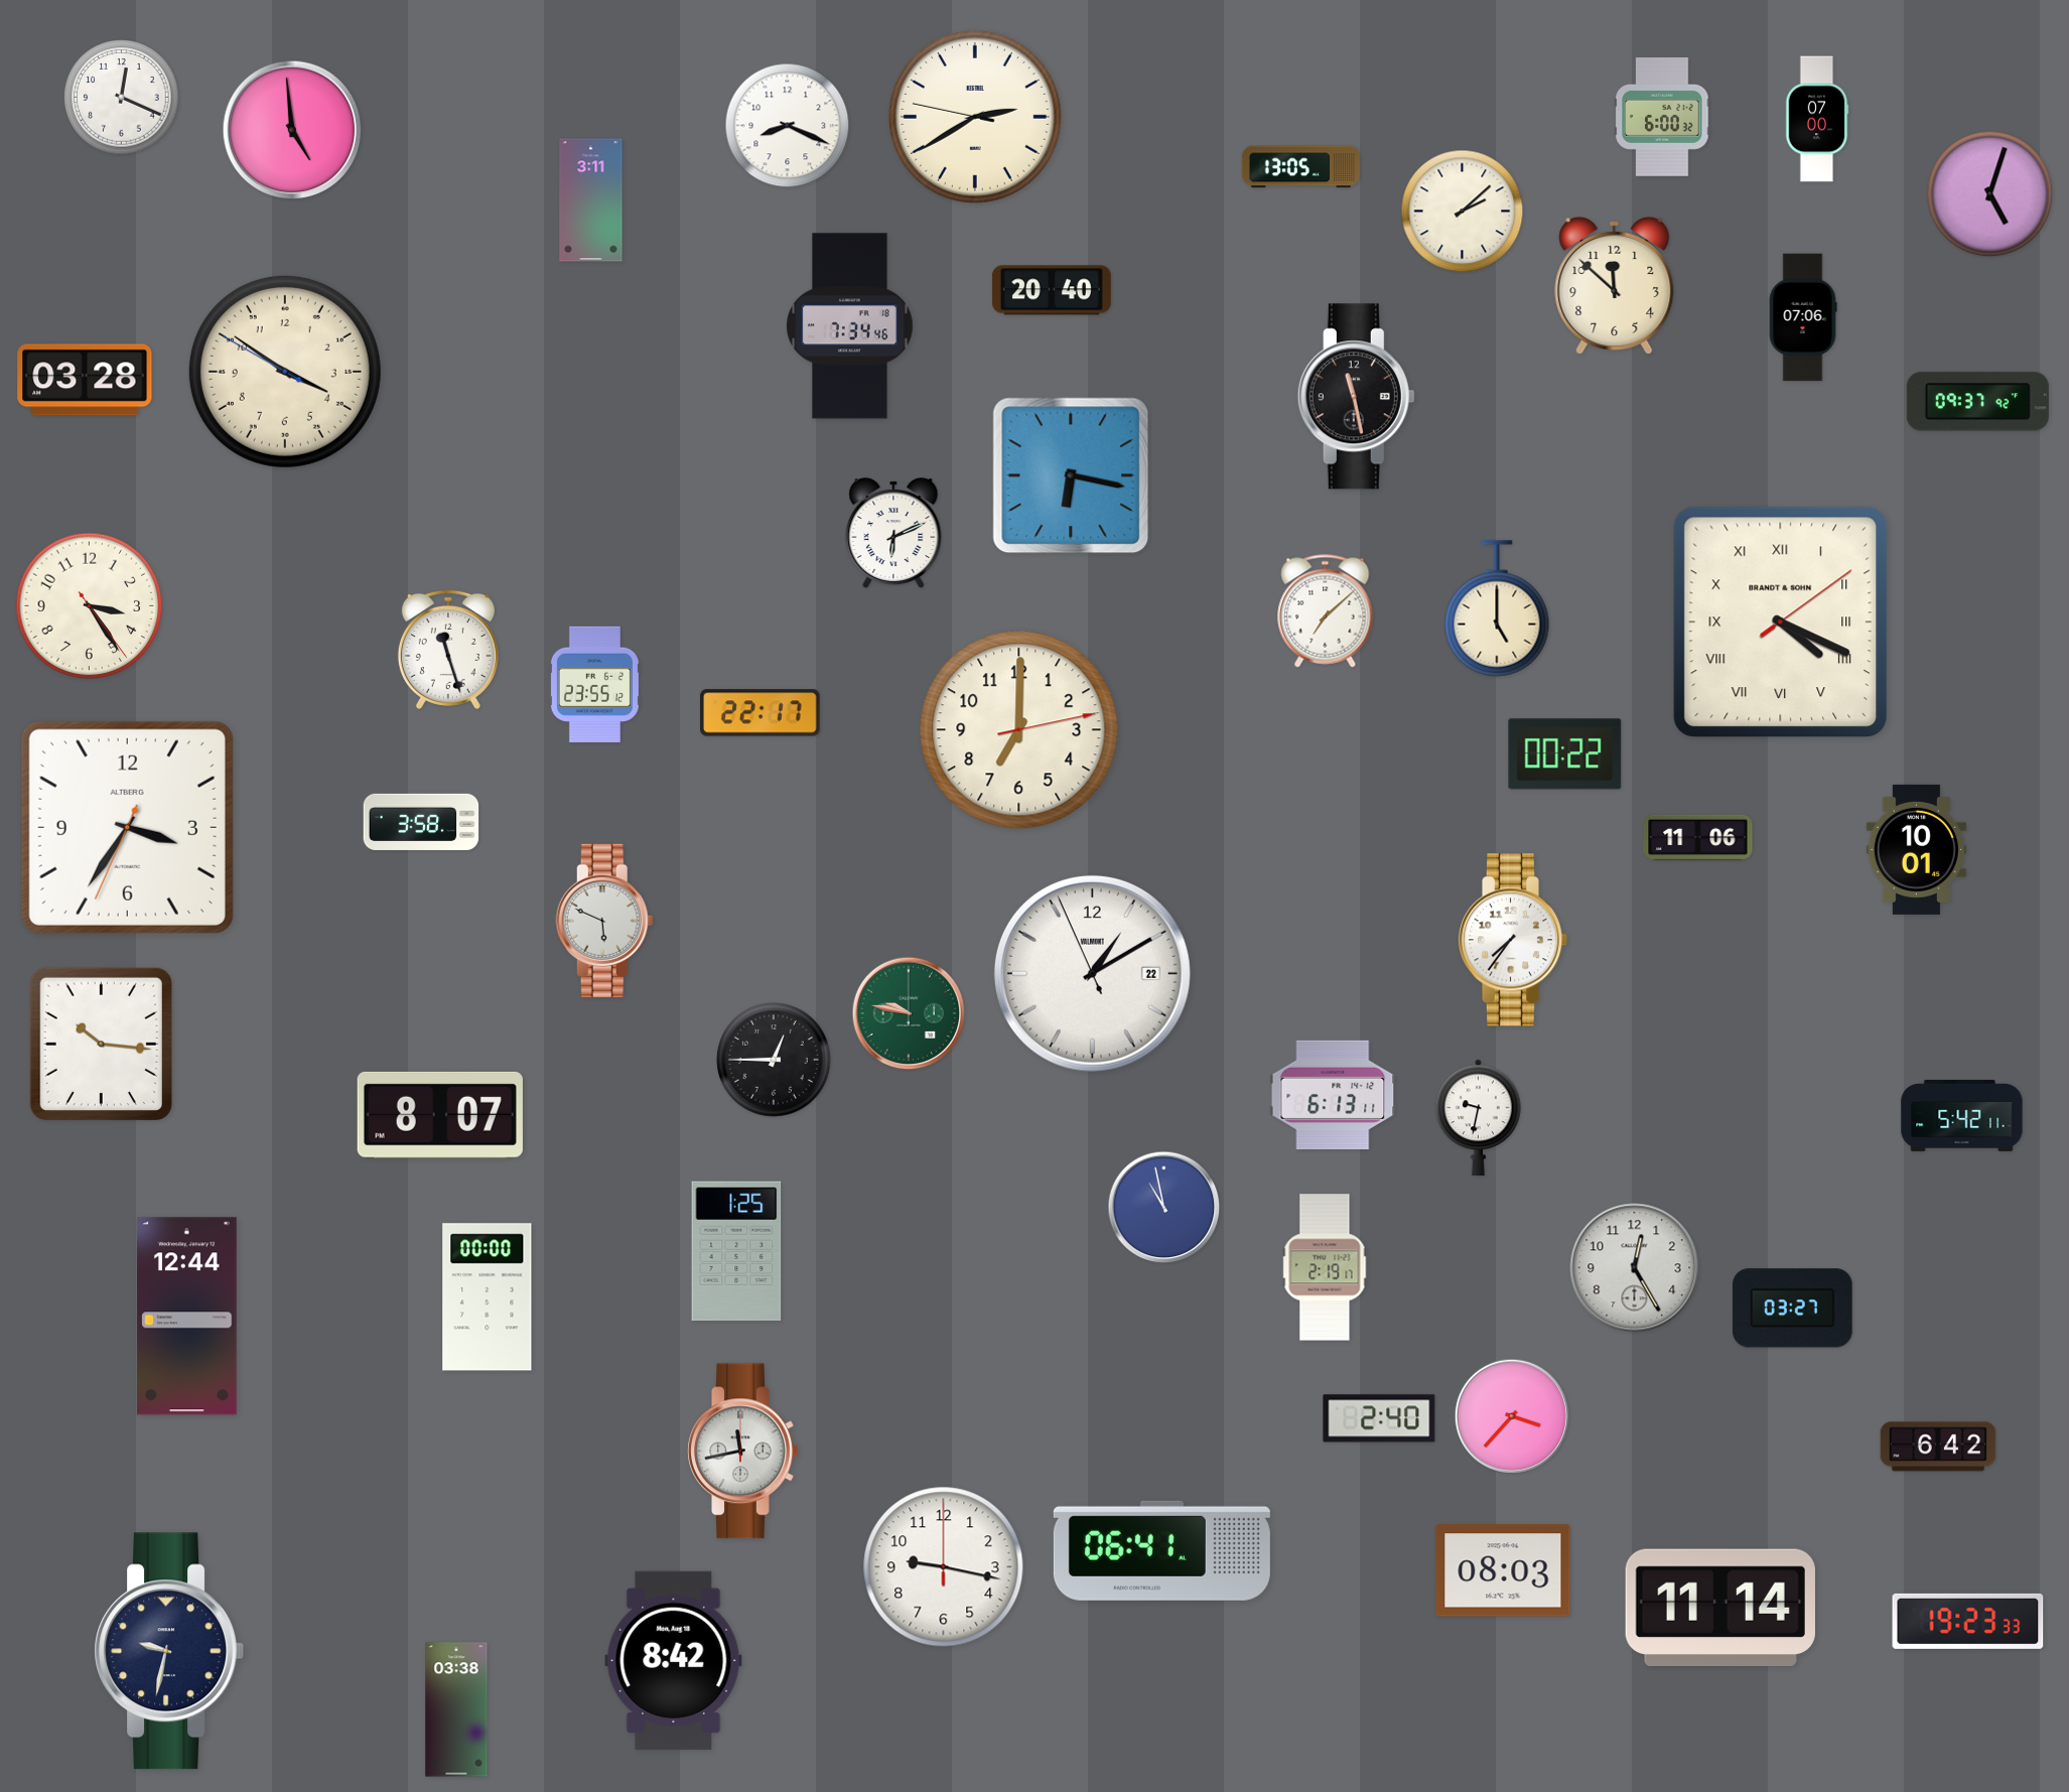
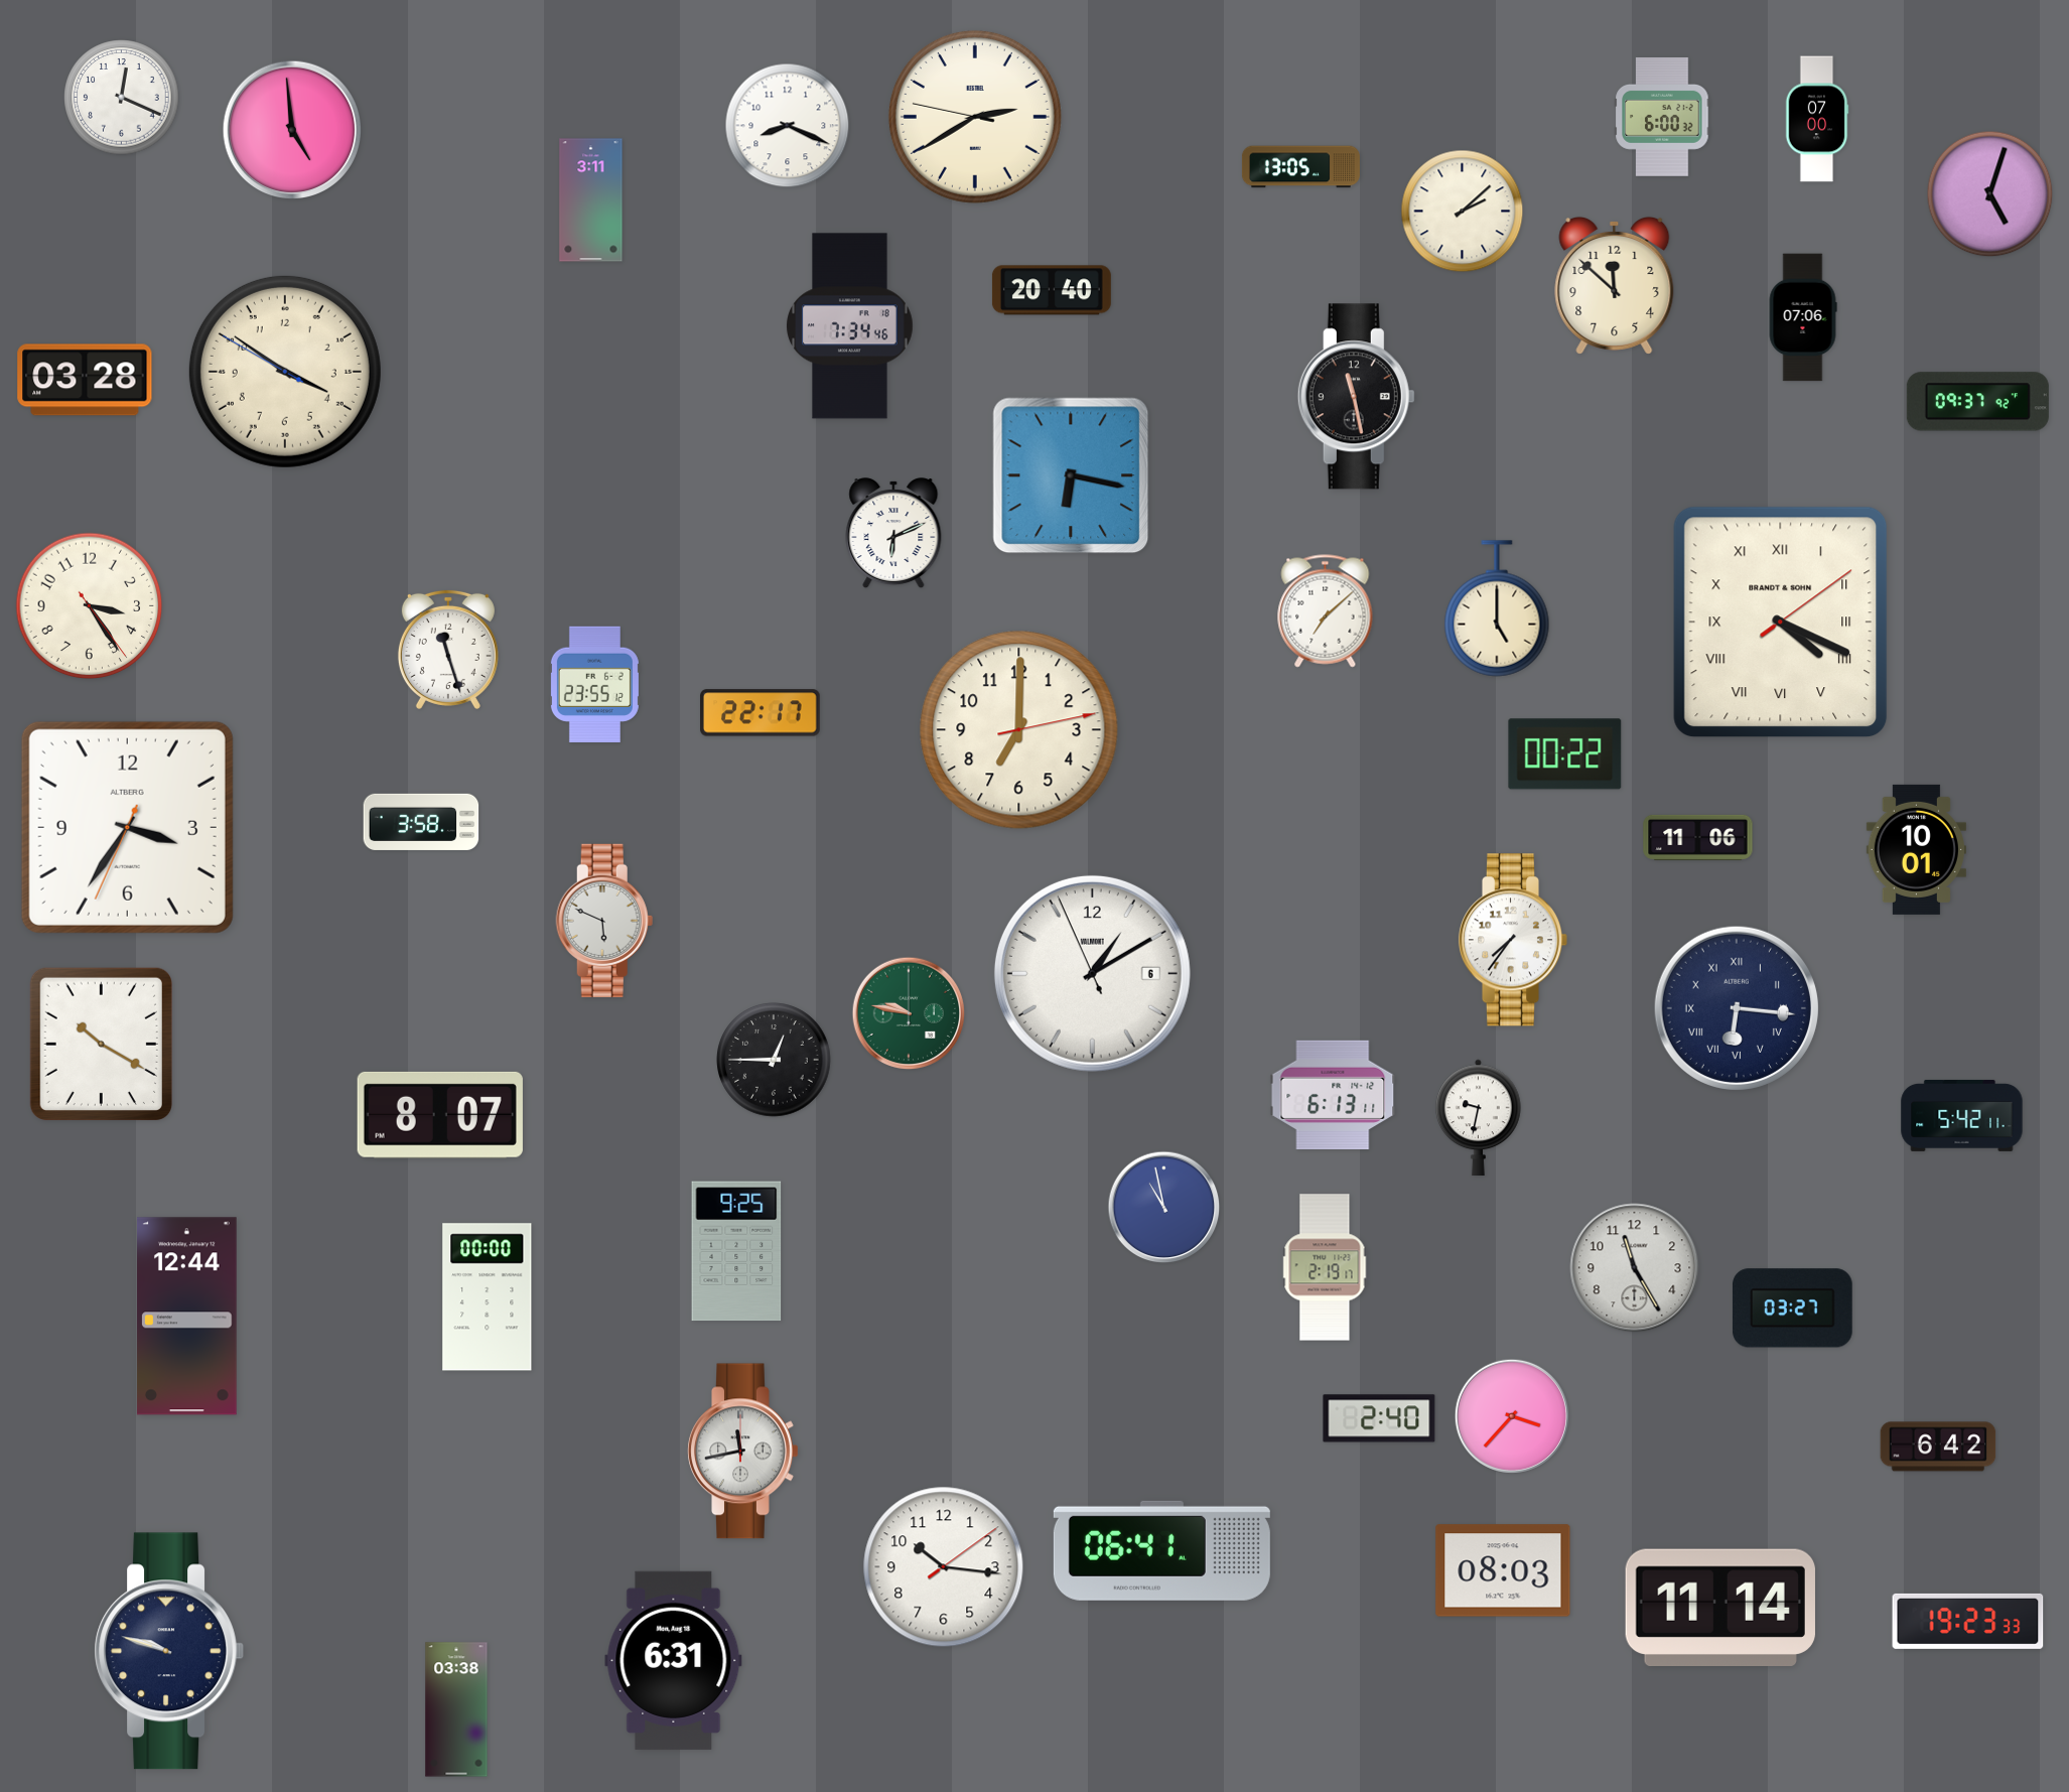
clock at (1092, 973) date: 22 -> 6
clock at (1737, 1008): none -> 6:16
clock at (101, 1044): 10:16 -> 10:20
clock at (736, 1251): 1:25 -> 9:25
clock at (1635, 1268): 12:25 -> 11:25
clock at (944, 1567): 9:17 -> 10:16
clock at (168, 1651): 9:32 -> 9:48
clock at (674, 1660): 8:42 -> 6:31
